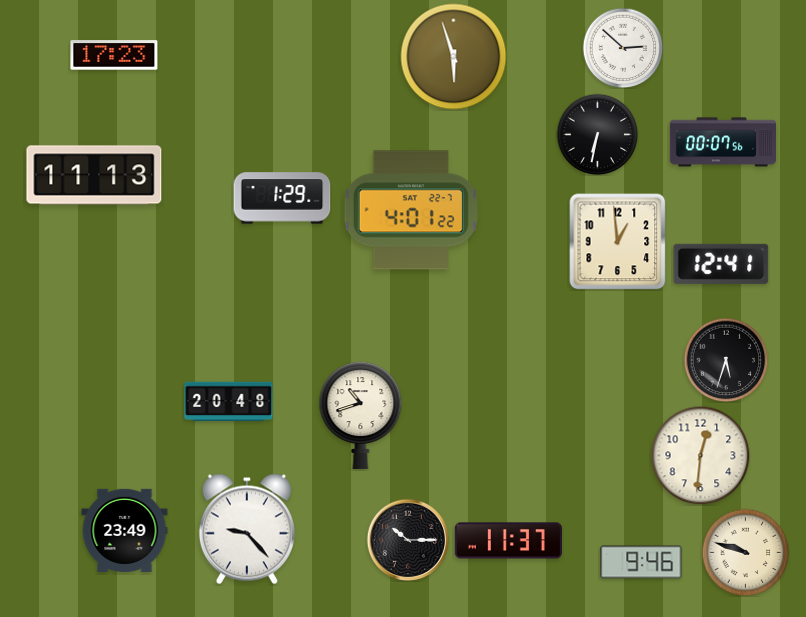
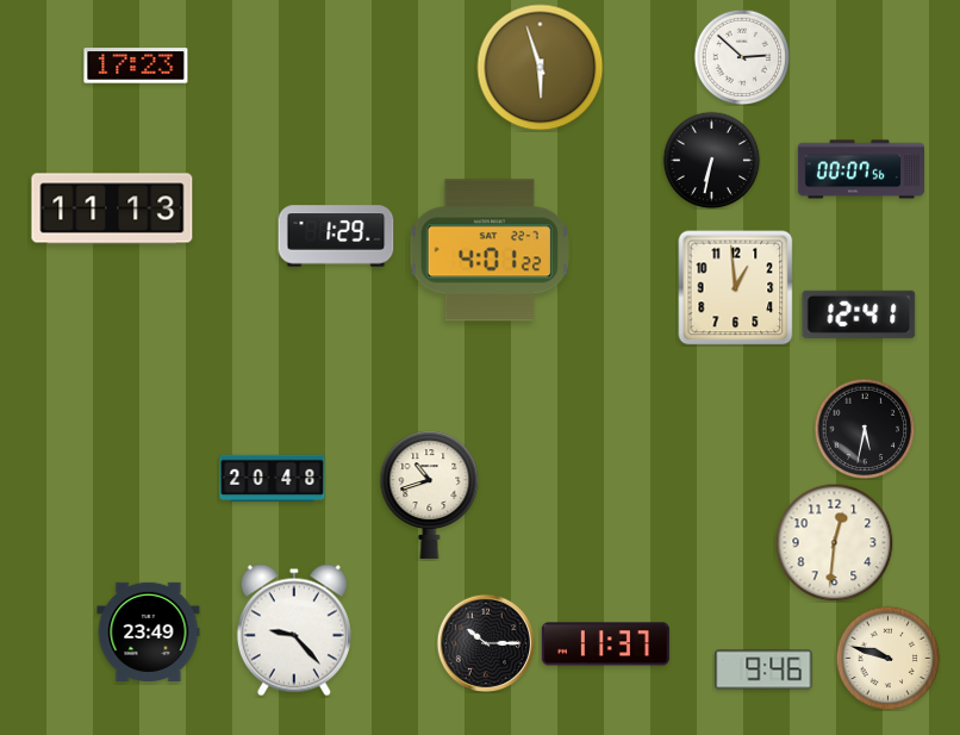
clock at (726, 360): 5:33 -> 5:32
